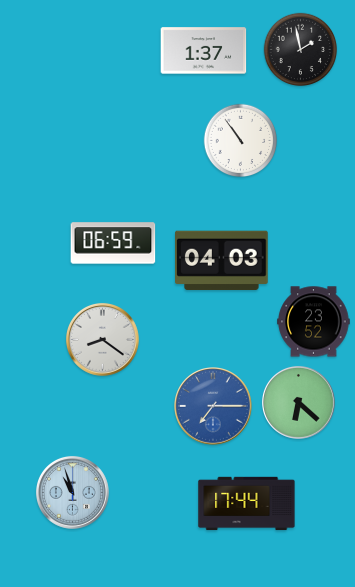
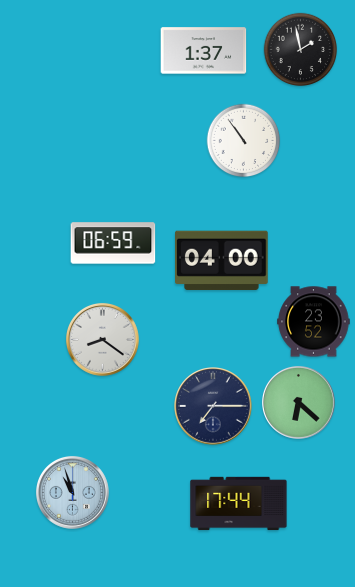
clock at (241, 141) position: (241, 141) -> (244, 141)
clock at (222, 261): 04:03 -> 04:00
clock at (214, 407) dial: blue -> navy
clock at (247, 504) position: (247, 504) -> (239, 504)
